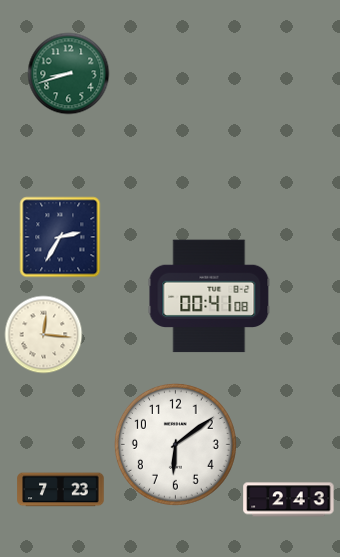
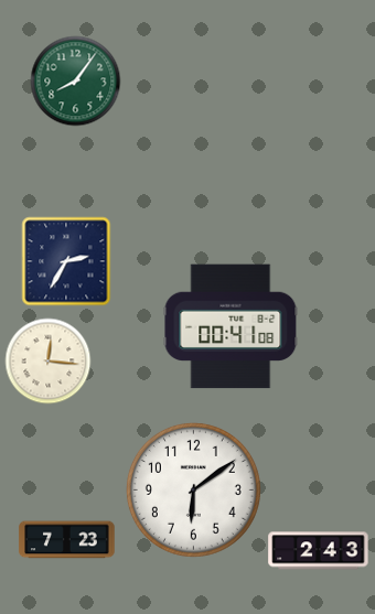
clock at (68, 73): 8:42 -> 8:06
clock at (43, 334) position: (43, 334) -> (47, 360)
